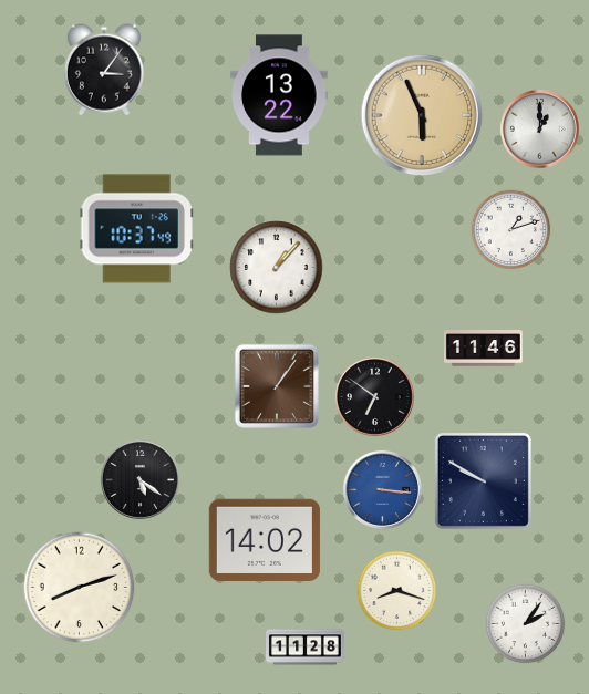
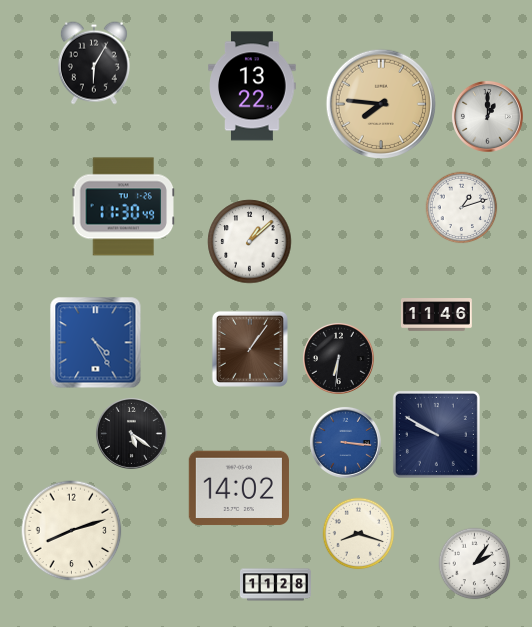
clock at (104, 70): 3:06 -> 6:05
clock at (421, 114): 5:56 -> 7:46
clock at (137, 229): 10:37 -> 11:30
clock at (277, 268): 1:07 -> 1:08
clock at (96, 343): none -> 4:25
clock at (374, 396): 6:51 -> 6:31
clock at (139, 479) position: (139, 479) -> (131, 433)
